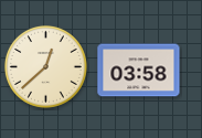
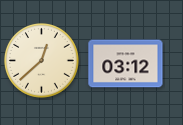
clock at (139, 71): 03:58 -> 03:12
